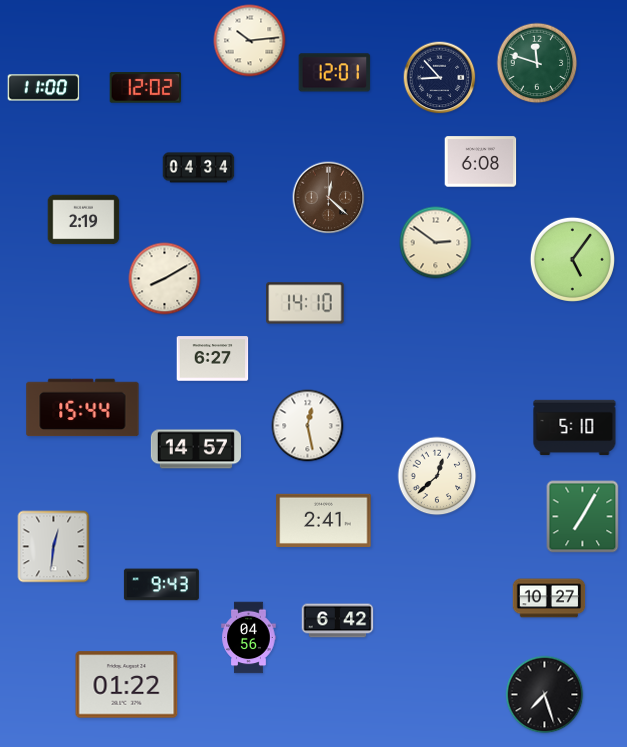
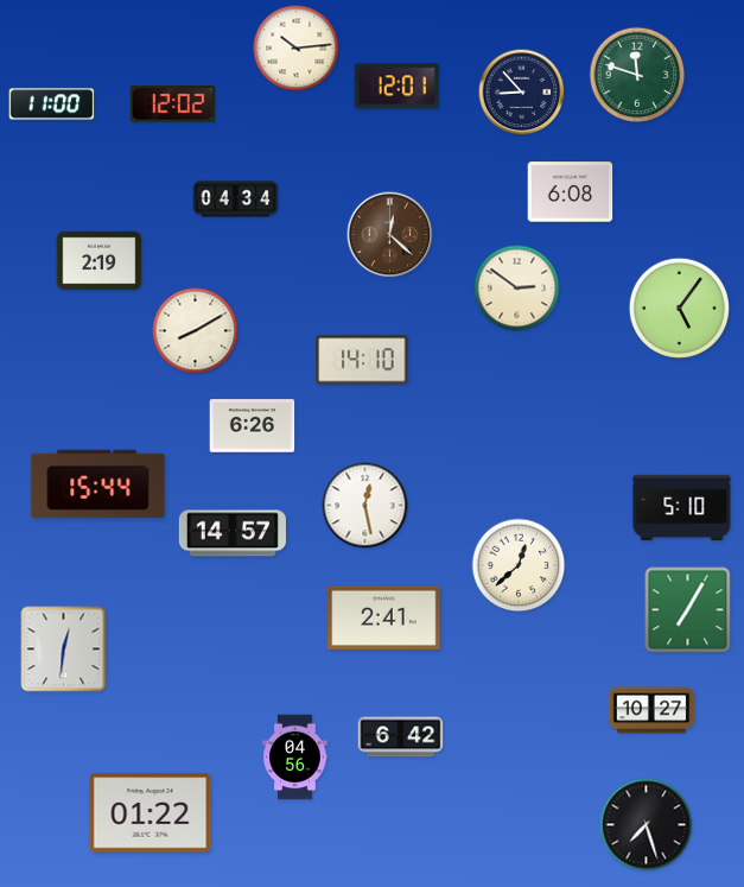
clock at (213, 359): 6:27 -> 6:26
clock at (583, 517) position: (583, 517) -> (688, 610)
clock at (161, 585): 9:43 -> none
